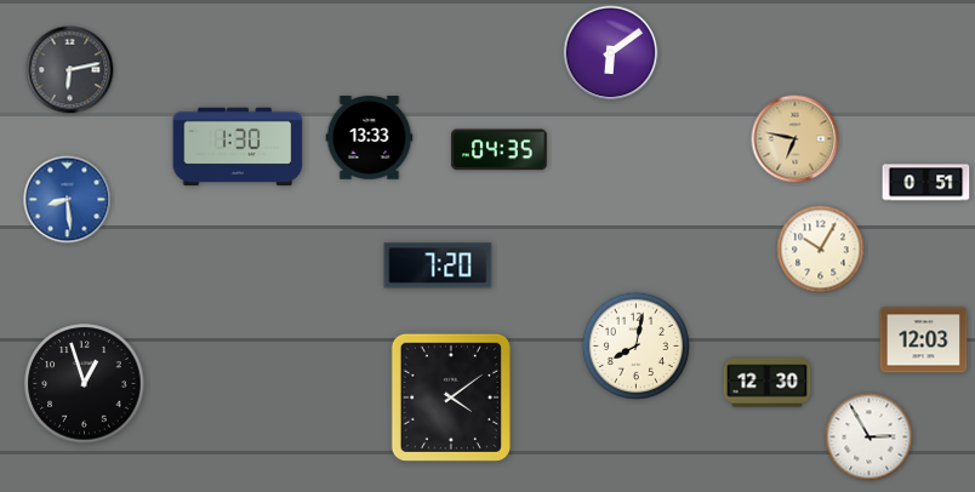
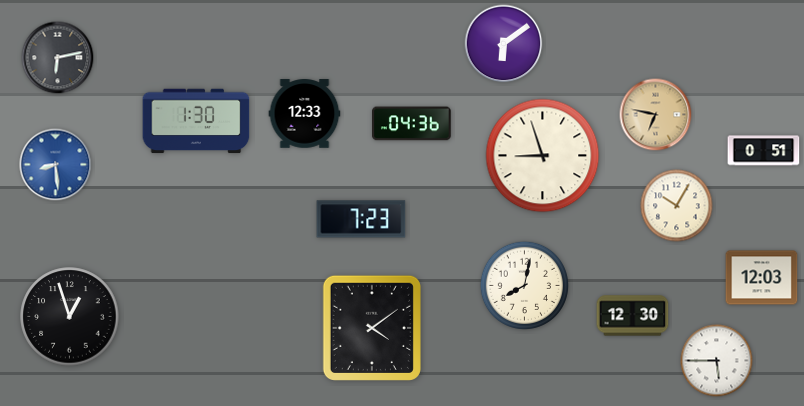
clock at (370, 138): 13:33 -> 12:33
clock at (500, 150): 04:35 -> 04:36
clock at (543, 156): none -> 8:57
clock at (438, 265): 7:20 -> 7:23
clock at (924, 341) position: (924, 341) -> (762, 278)
clock at (869, 437): 2:55 -> 5:45
